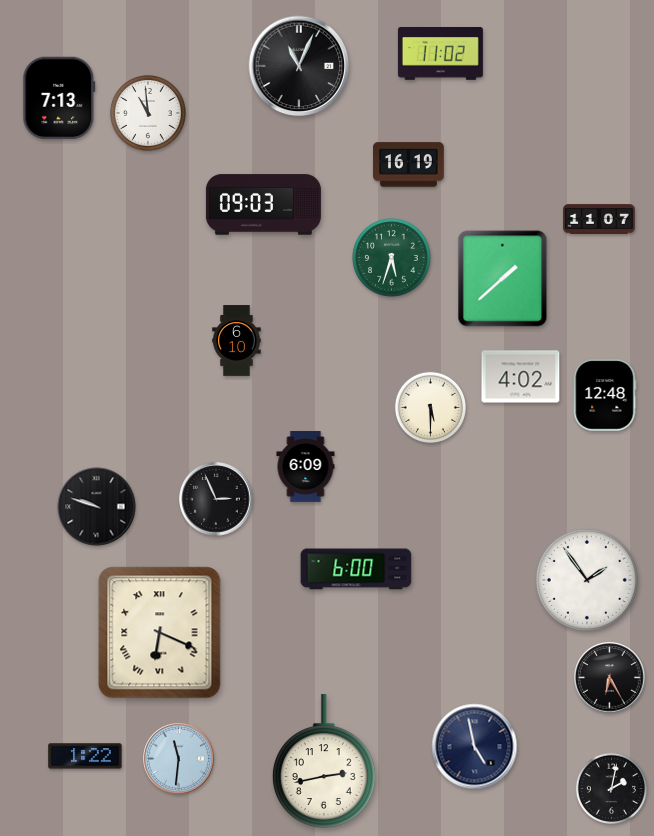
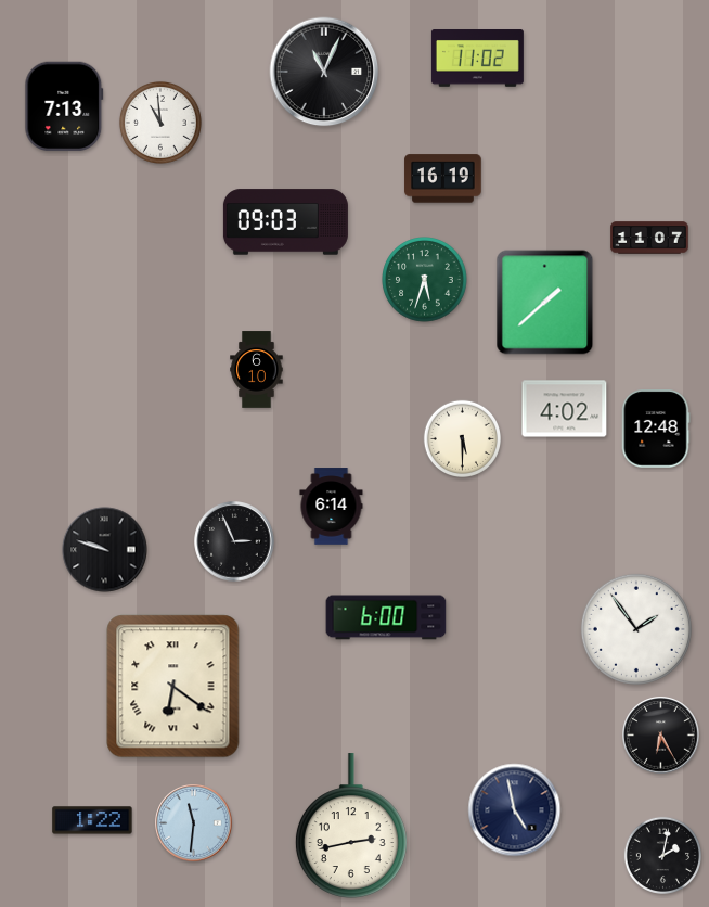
clock at (430, 407) position: (430, 407) -> (462, 438)
clock at (306, 467): 6:09 -> 6:14
clock at (160, 633): 6:19 -> 6:21
